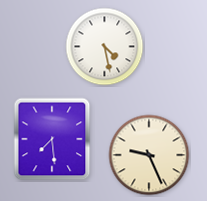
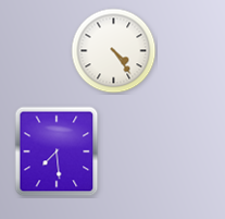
clock at (105, 47): 4:28 -> 4:24
clock at (149, 155): 9:26 -> none
